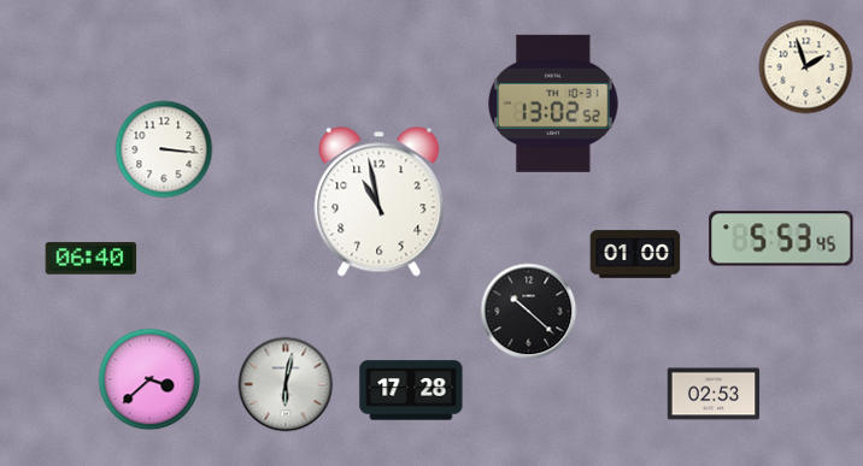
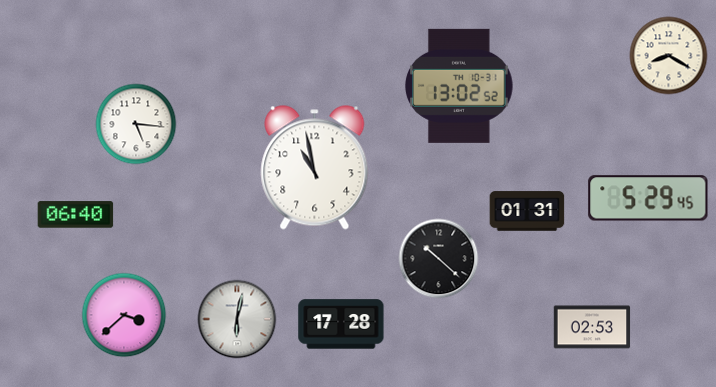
clock at (806, 67): 1:57 -> 8:20
clock at (164, 149): 3:16 -> 5:16
clock at (781, 238): 5:53 -> 5:29
clock at (635, 254): 01:00 -> 01:31
